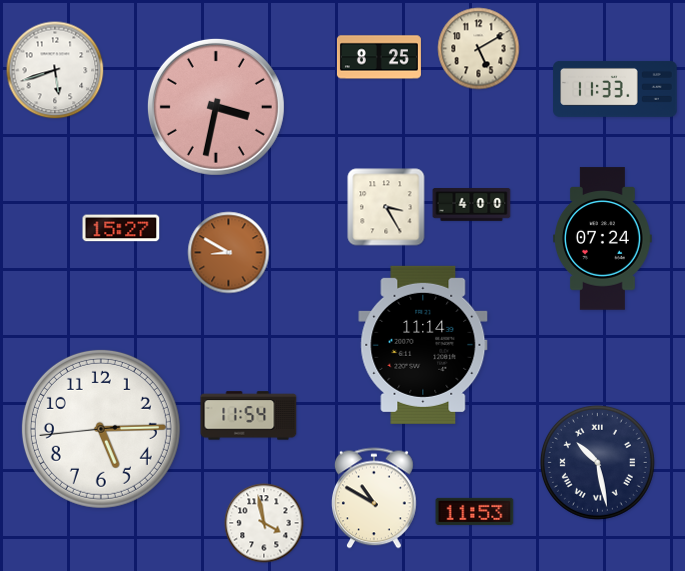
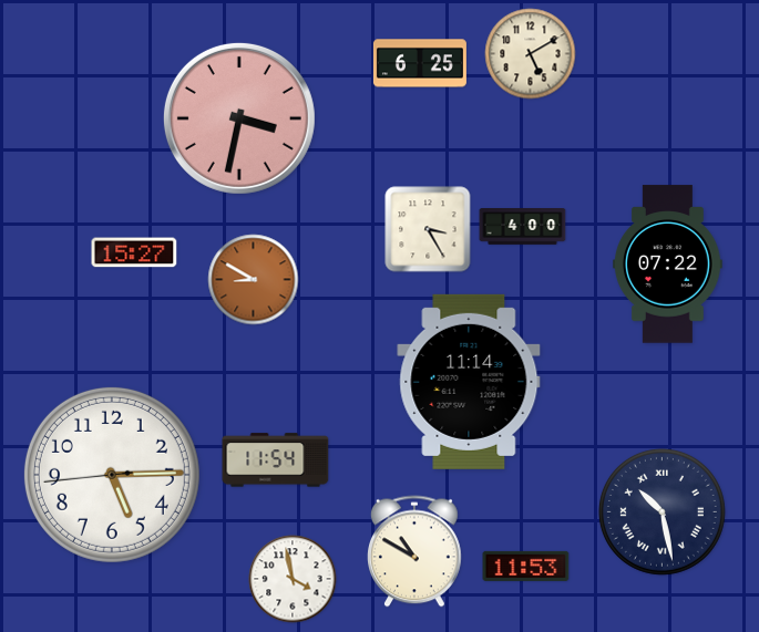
clock at (379, 57): 8:25 -> 6:25
clock at (55, 70): 5:42 -> none
clock at (615, 89): 11:33 -> none
clock at (603, 239): 07:24 -> 07:22
